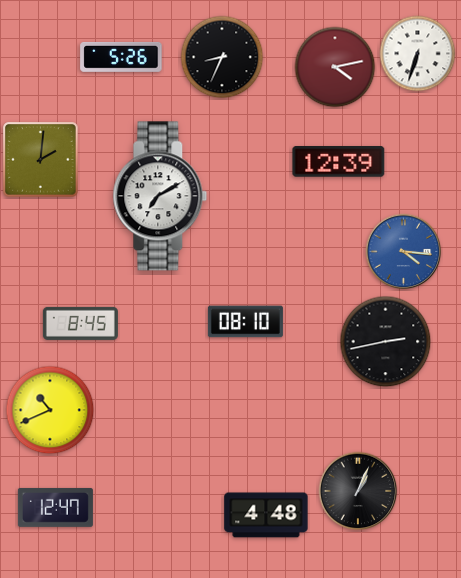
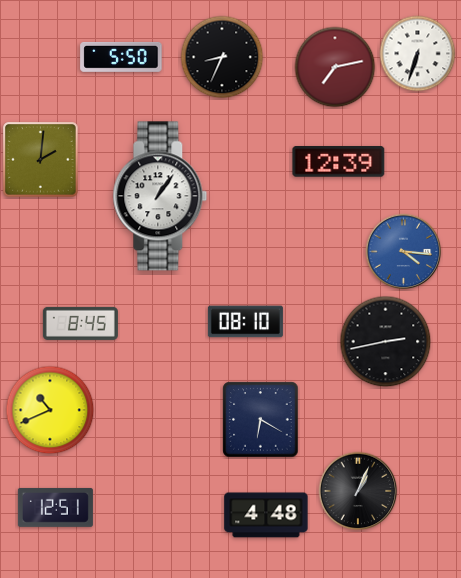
clock at (121, 57): 5:26 -> 5:50
clock at (335, 67): 4:13 -> 7:13
clock at (160, 196): 7:10 -> 1:06
clock at (261, 420): none -> 6:20
clock at (55, 507): 12:47 -> 12:51
